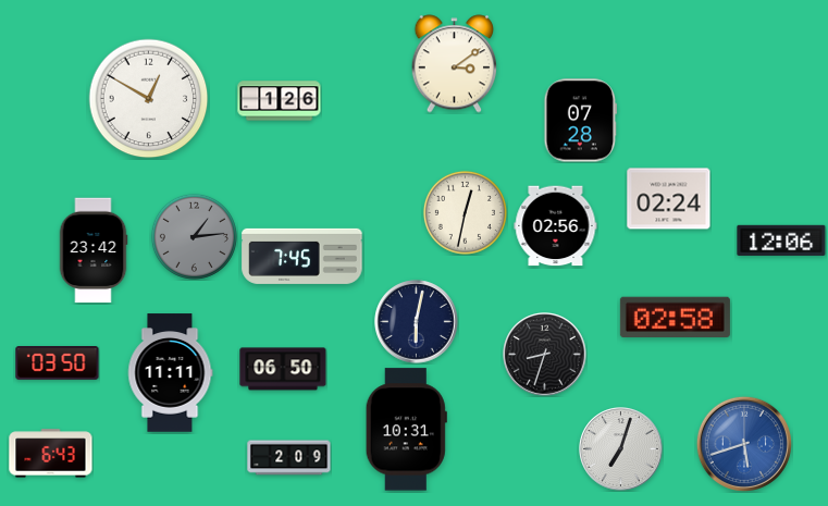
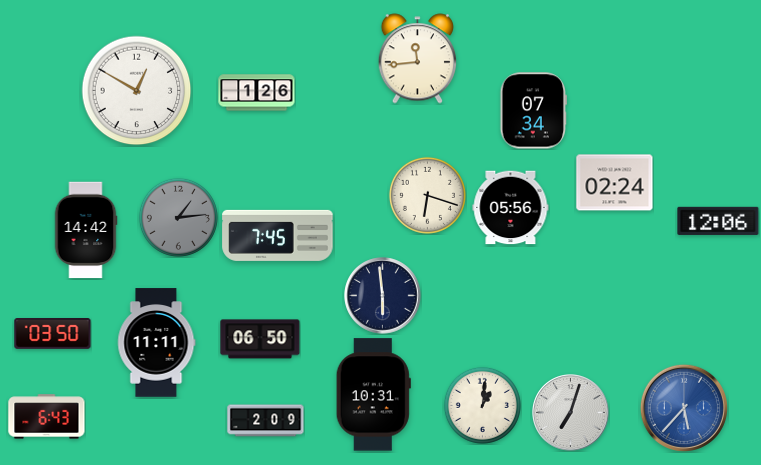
clock at (454, 64): 3:09 -> 11:44
clock at (580, 121): 07:28 -> 07:34
clock at (465, 212): 12:32 -> 6:18
clock at (556, 226): 02:56 -> 05:56
clock at (94, 250): 23:42 -> 14:42
clock at (675, 318): 02:58 -> none
clock at (417, 322): 6:02 -> 5:59
clock at (545, 355): 8:33 -> none
clock at (482, 405): none -> 1:01
clock at (744, 444): 5:42 -> 5:37
